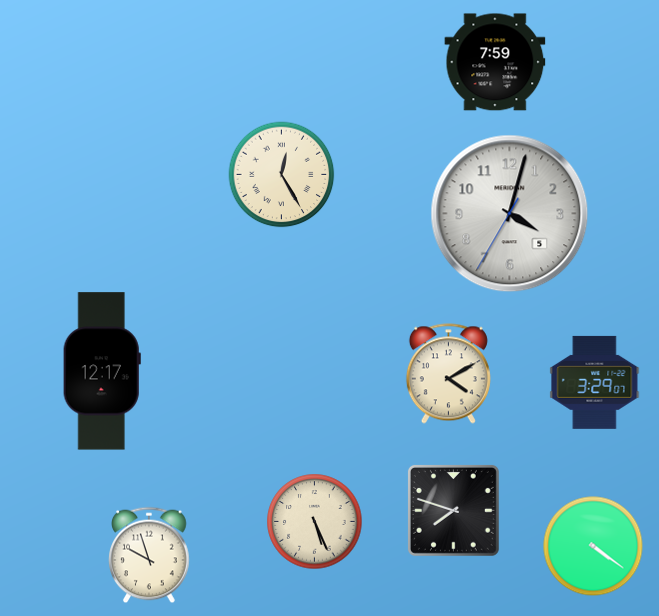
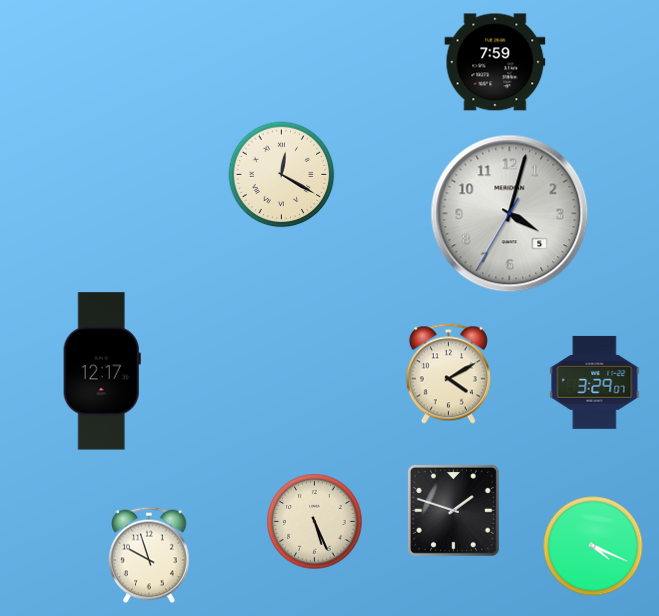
clock at (282, 175): 12:25 -> 12:20
clock at (453, 510): 7:48 -> 1:48
clock at (593, 546): 4:21 -> 4:19
